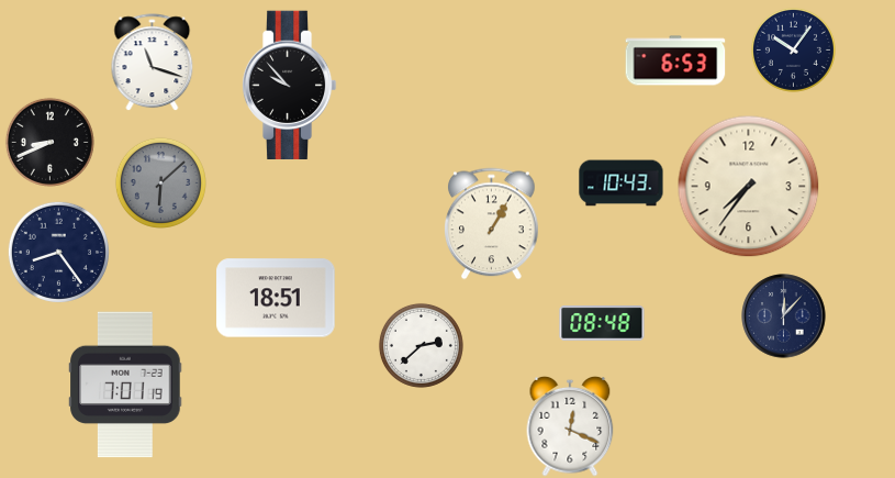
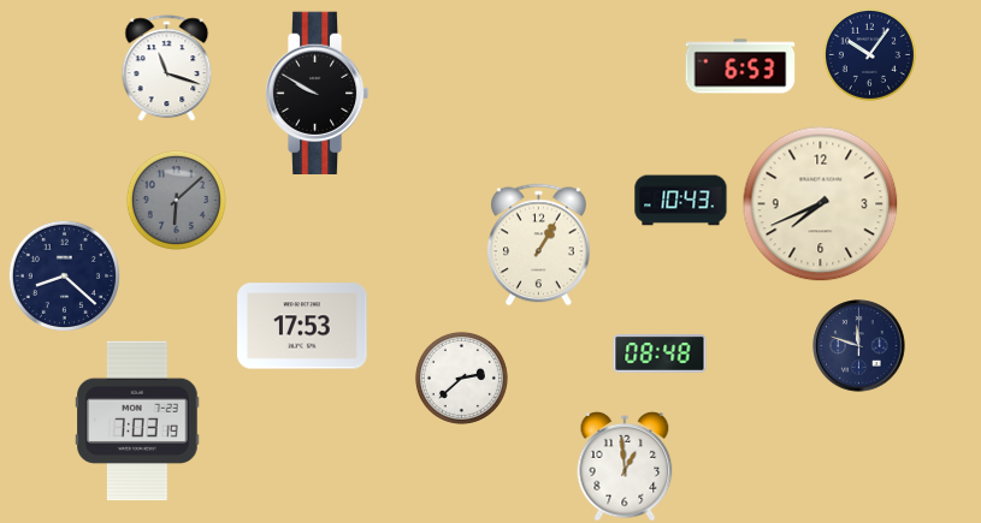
clock at (289, 85): 9:53 -> 9:50
clock at (49, 142): 8:41 -> none
clock at (749, 187): 7:36 -> 7:41
clock at (58, 252): 8:24 -> 8:22
clock at (276, 298): 18:51 -> 17:53
clock at (784, 316): 12:07 -> 11:48
clock at (125, 385): 7:01 -> 7:03
clock at (570, 426): 12:19 -> 12:59
